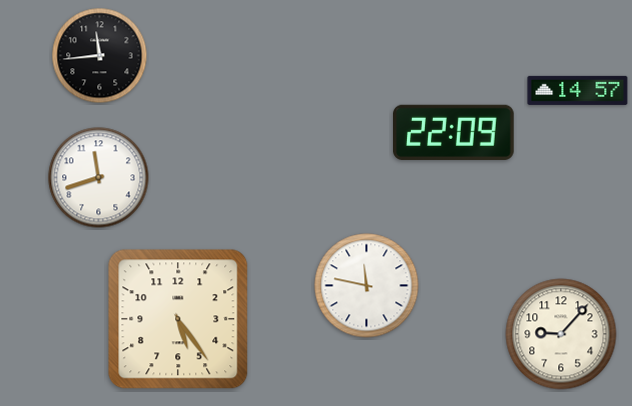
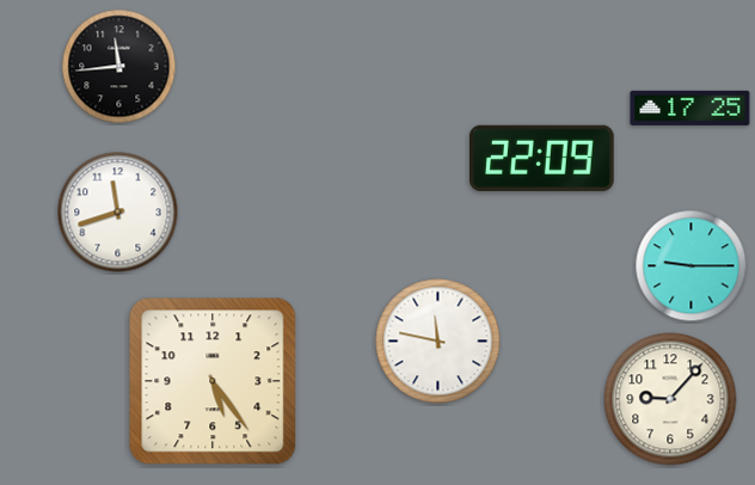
clock at (578, 90): 14:57 -> 17:25
clock at (692, 266): none -> 9:15
